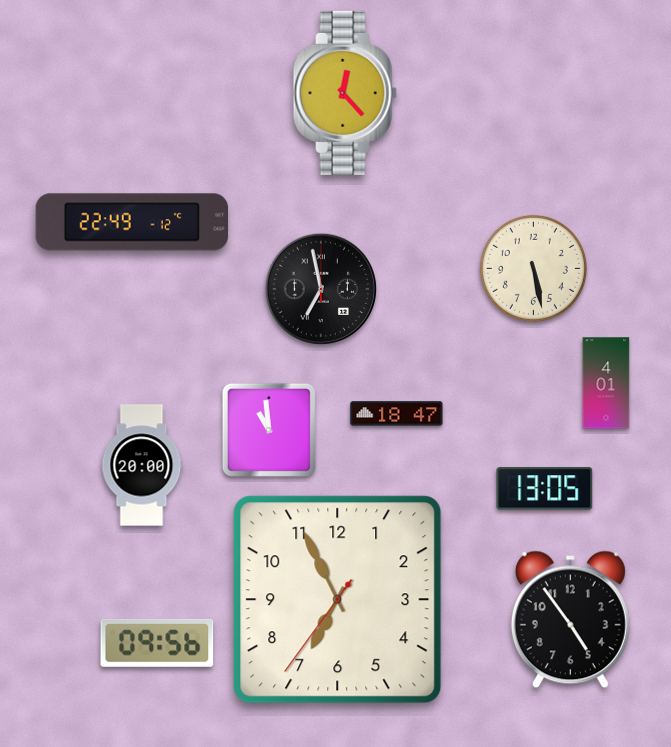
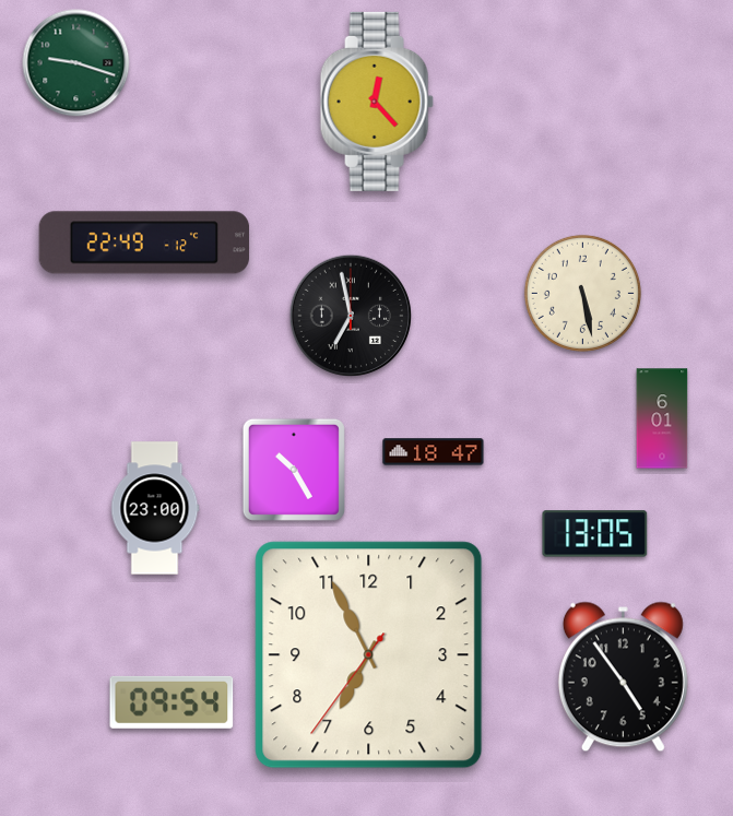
clock at (76, 63): none -> 9:18
clock at (606, 383): 4:01 -> 6:01
clock at (269, 430): 10:59 -> 10:25
clock at (142, 465): 20:00 -> 23:00
clock at (157, 643): 09:56 -> 09:54
